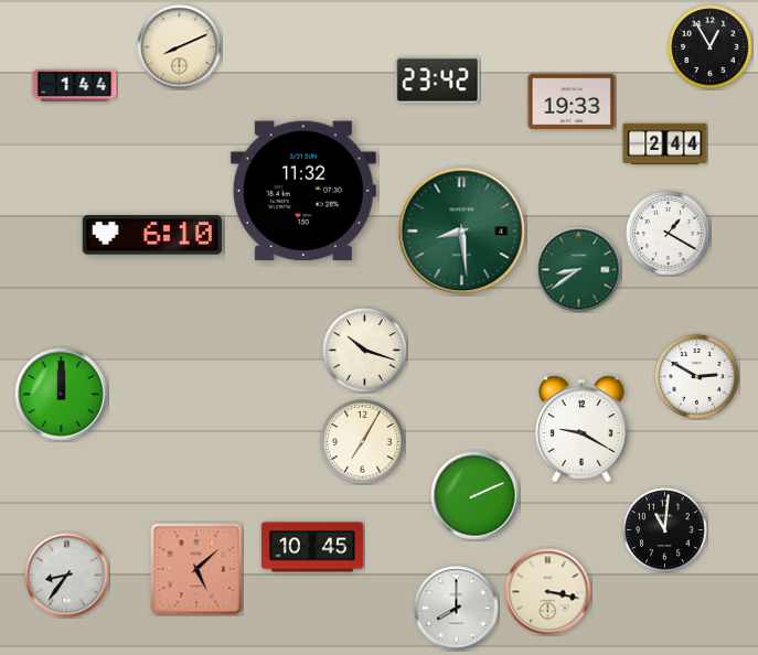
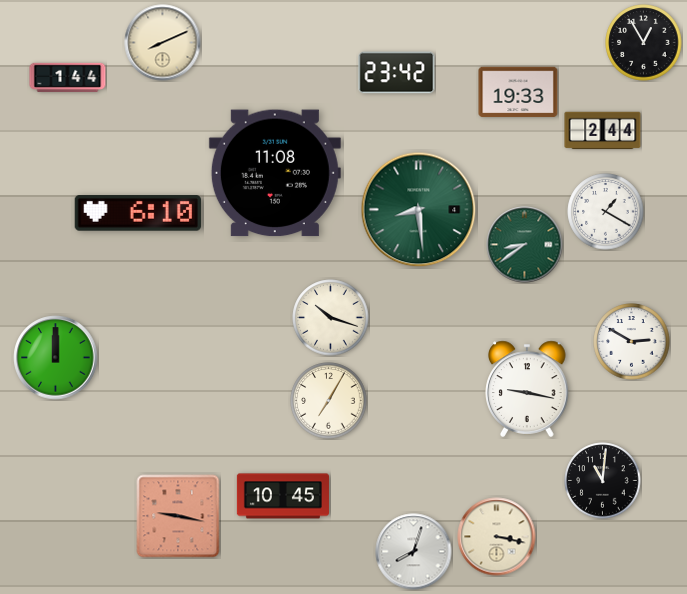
clock at (303, 191): 11:32 -> 11:08
clock at (581, 429): 9:20 -> 9:17
clock at (476, 496): 2:11 -> none
clock at (196, 569): 5:08 -> 9:17
clock at (67, 576): 8:36 -> none
clock at (457, 609): 8:00 -> 8:03
